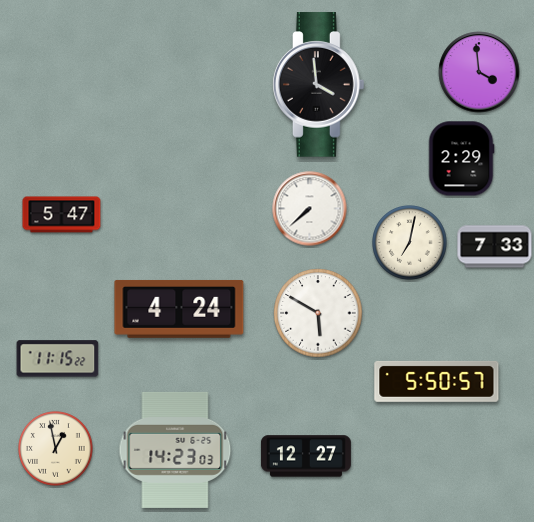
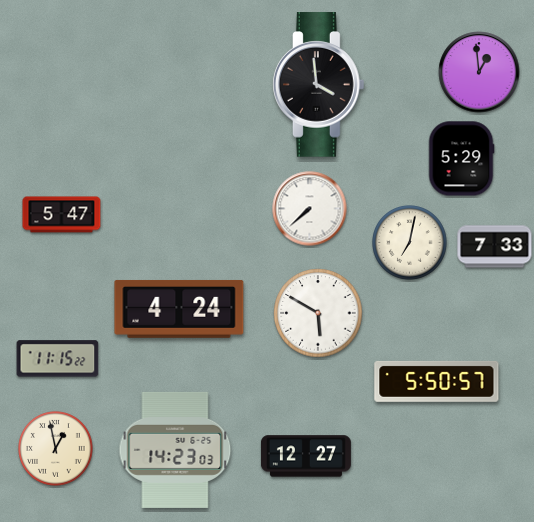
clock at (479, 72): 3:59 -> 12:59
clock at (461, 159): 2:29 -> 5:29
